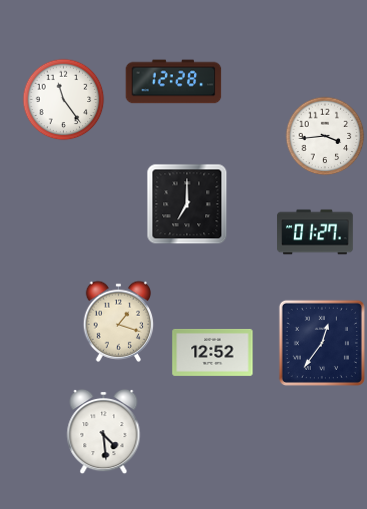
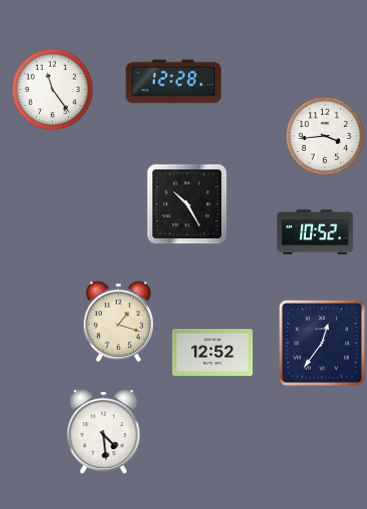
clock at (64, 100) position: (64, 100) -> (53, 90)
clock at (187, 204): 7:00 -> 10:25
clock at (315, 232): 01:27 -> 10:52
